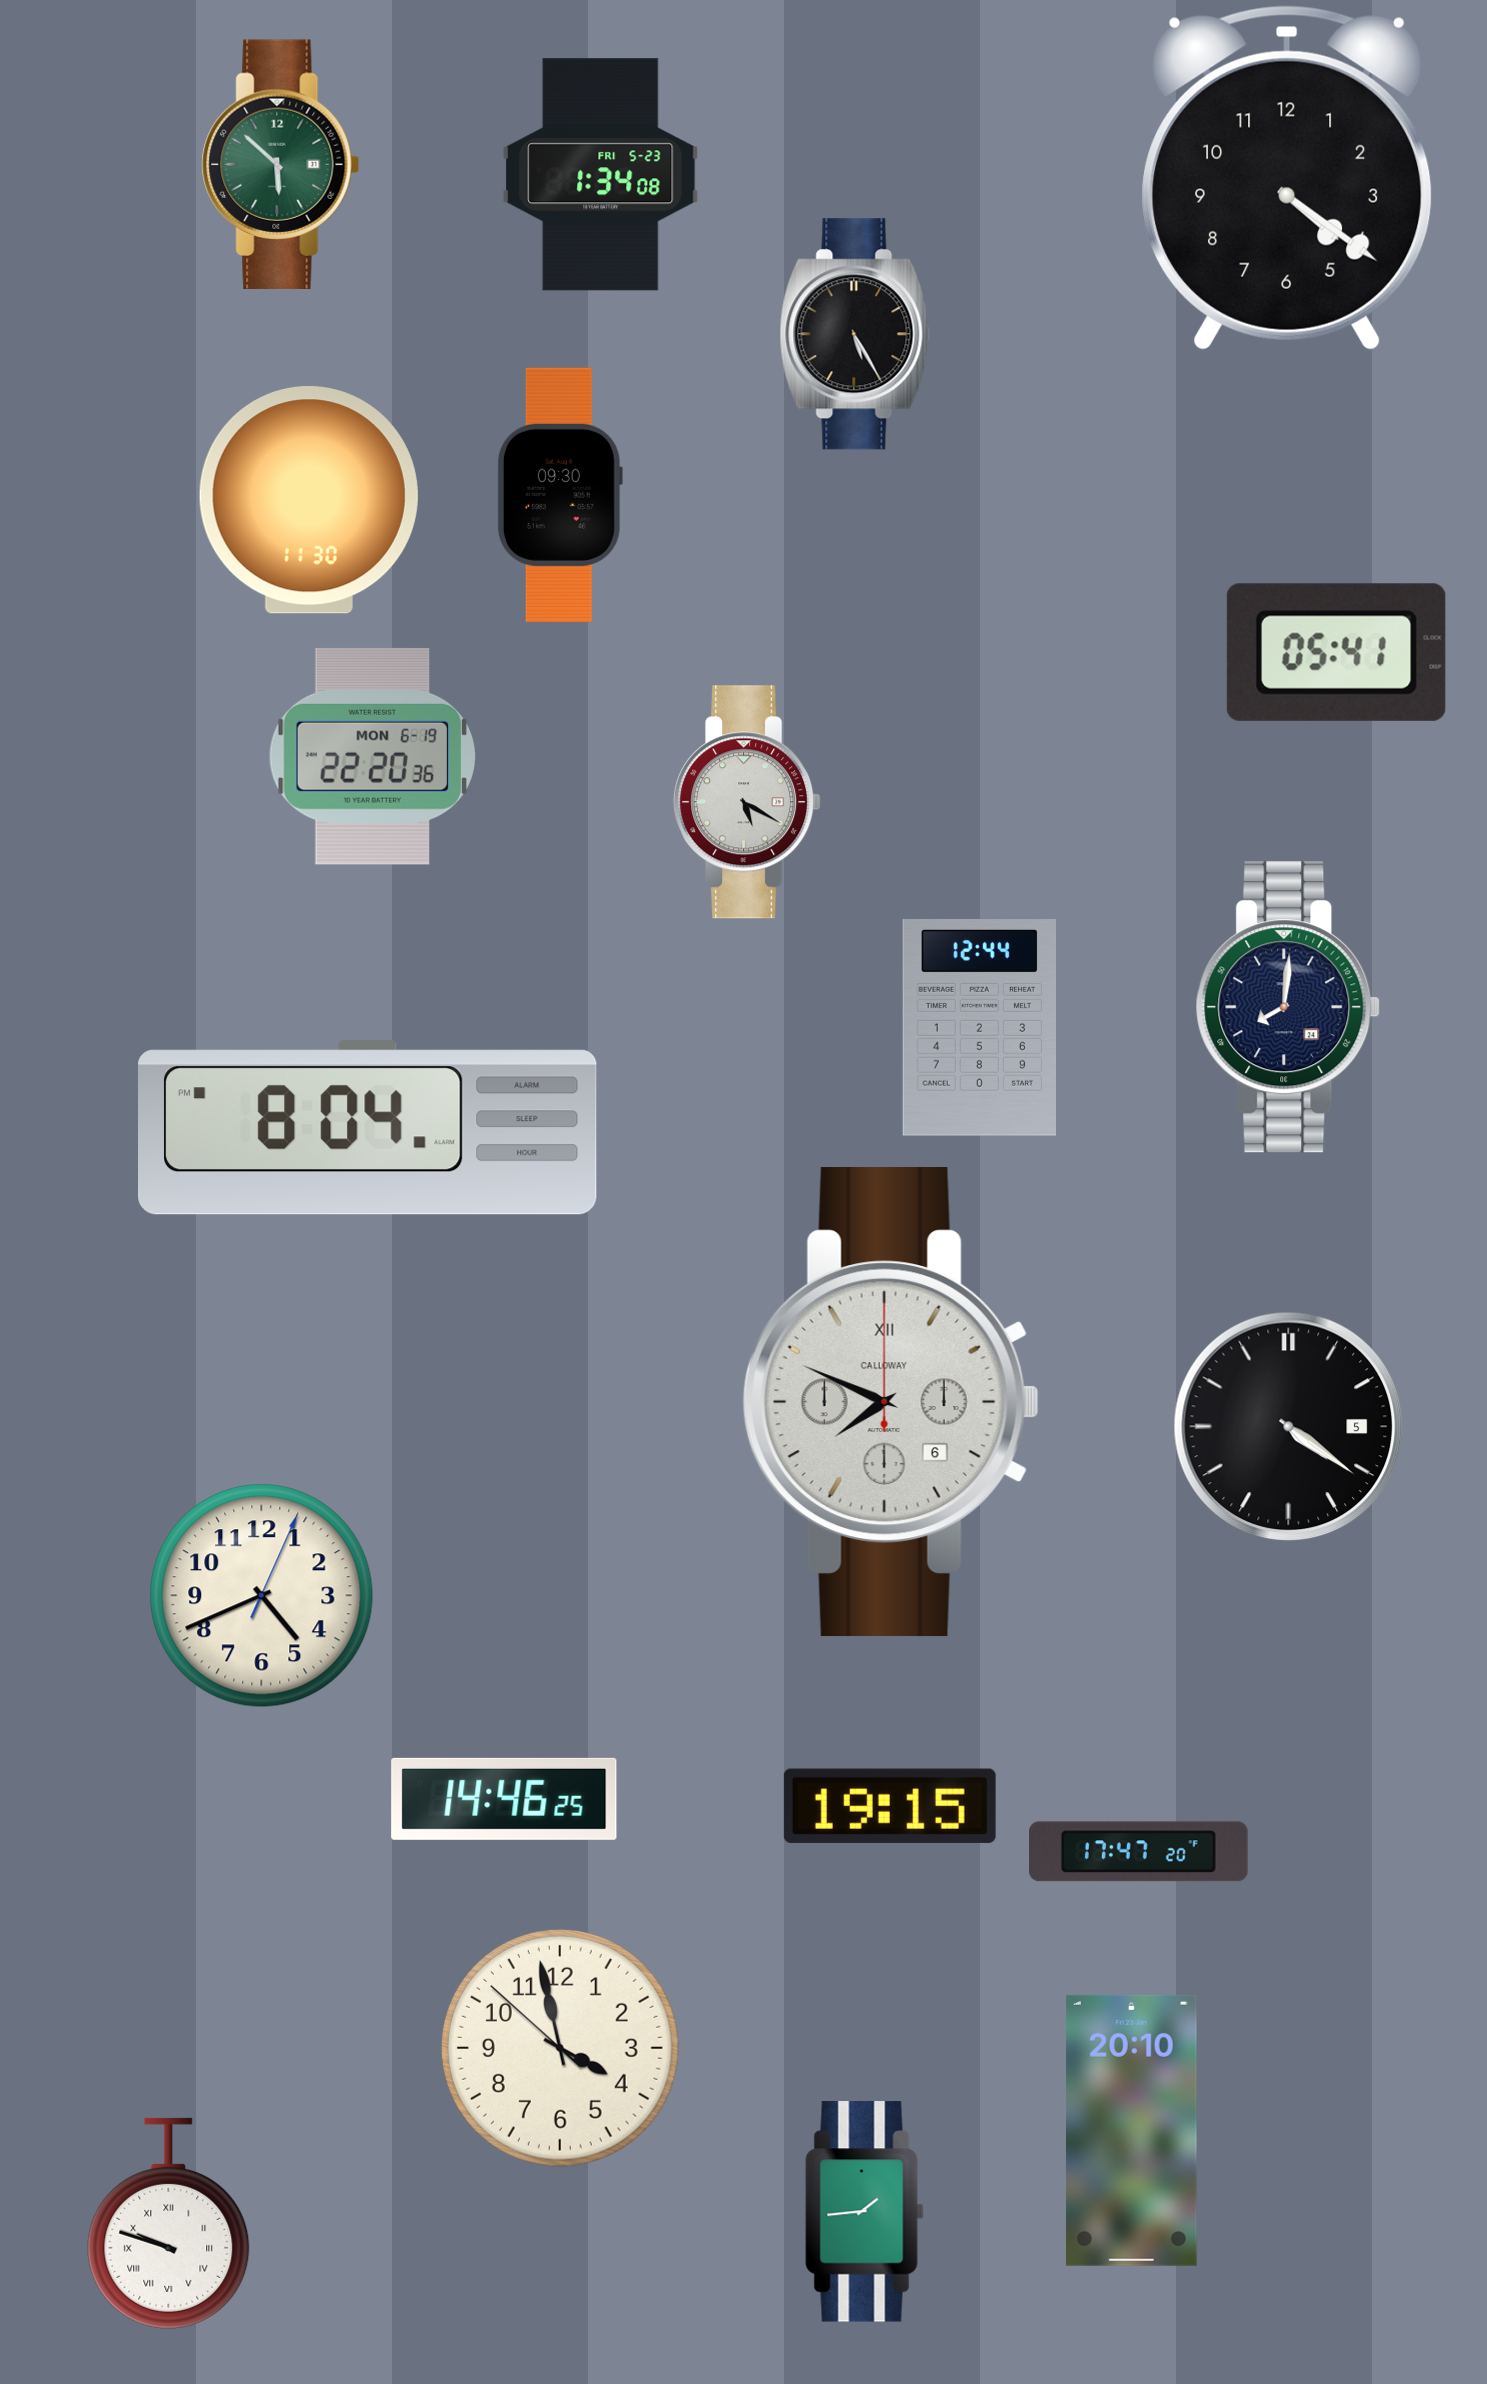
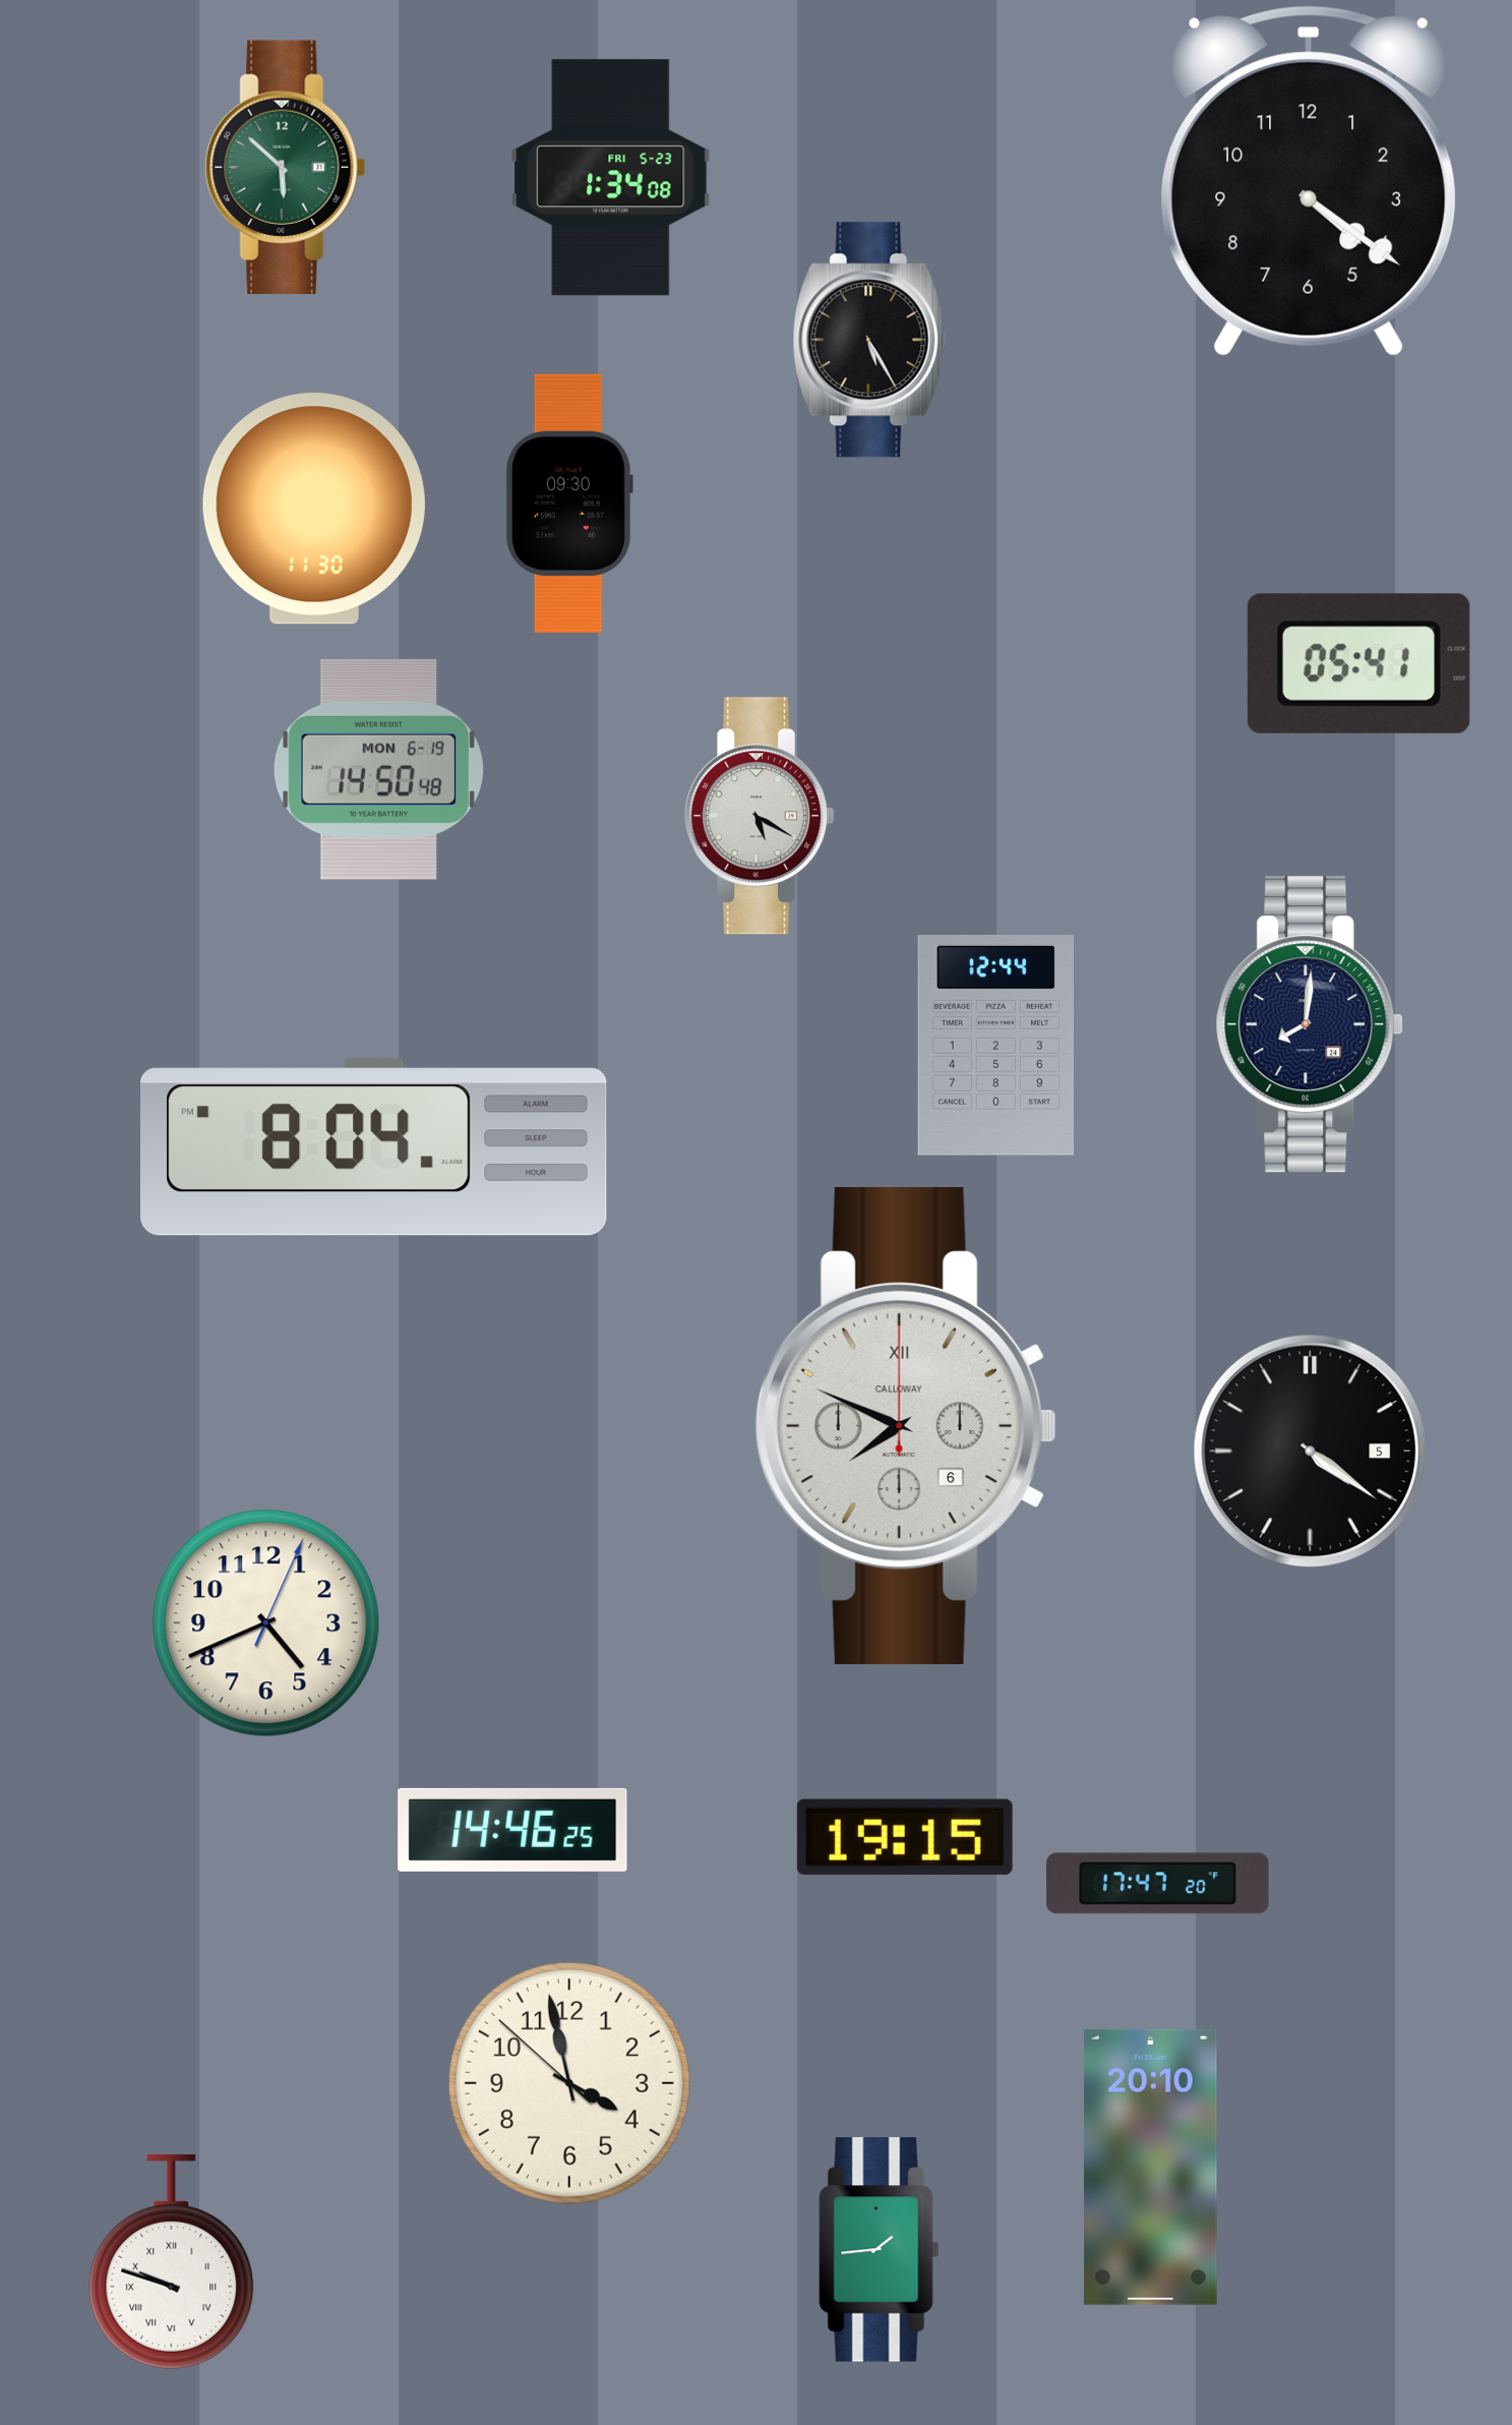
clock at (372, 756): 22:20 -> 14:50
